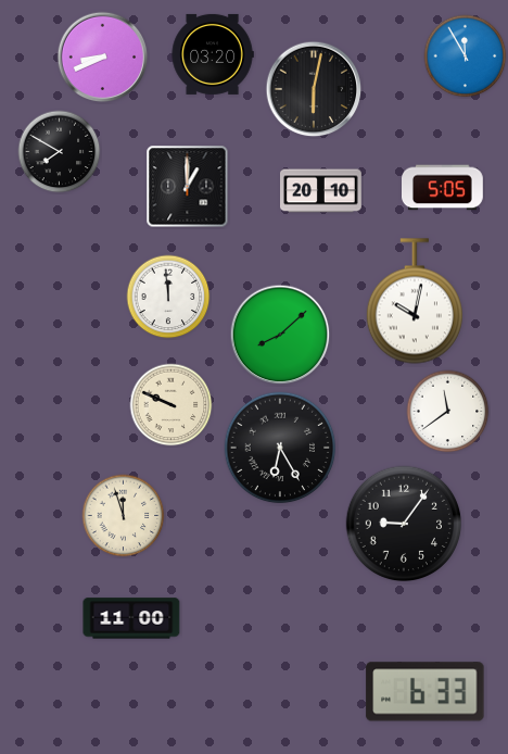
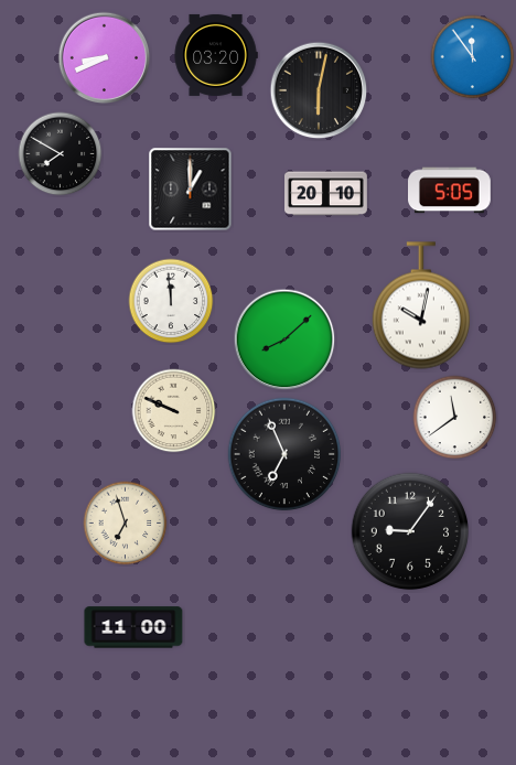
clock at (466, 56): 11:55 -> 11:54
clock at (280, 448): 6:25 -> 6:56
clock at (124, 516): 11:57 -> 6:57
clock at (426, 692): 6:33 -> none
